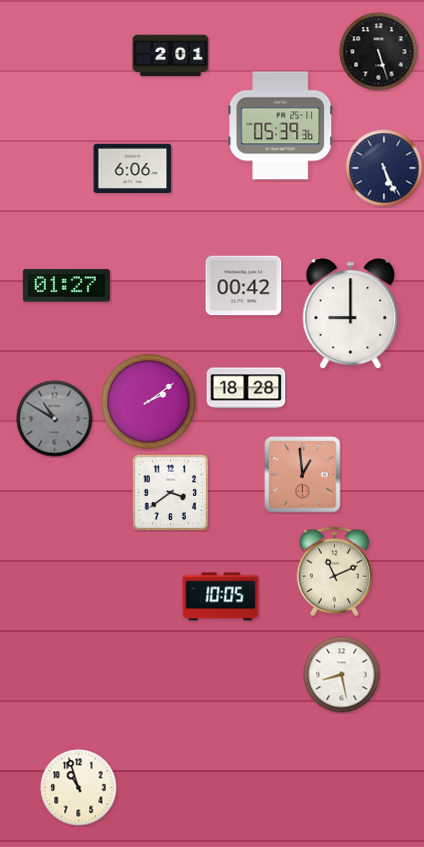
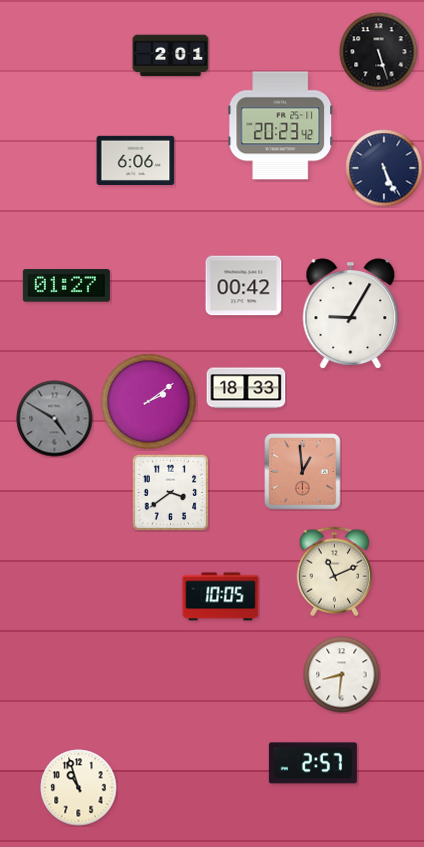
clock at (281, 126): 05:39 -> 20:23
clock at (133, 168) position: (133, 168) -> (136, 160)
clock at (351, 314): 9:00 -> 9:05
clock at (246, 388): 18:28 -> 18:33
clock at (55, 419): 10:50 -> 4:50
clock at (303, 475) position: (303, 475) -> (303, 472)
clock at (342, 675): 8:28 -> 8:31
clock at (313, 763): none -> 2:57
